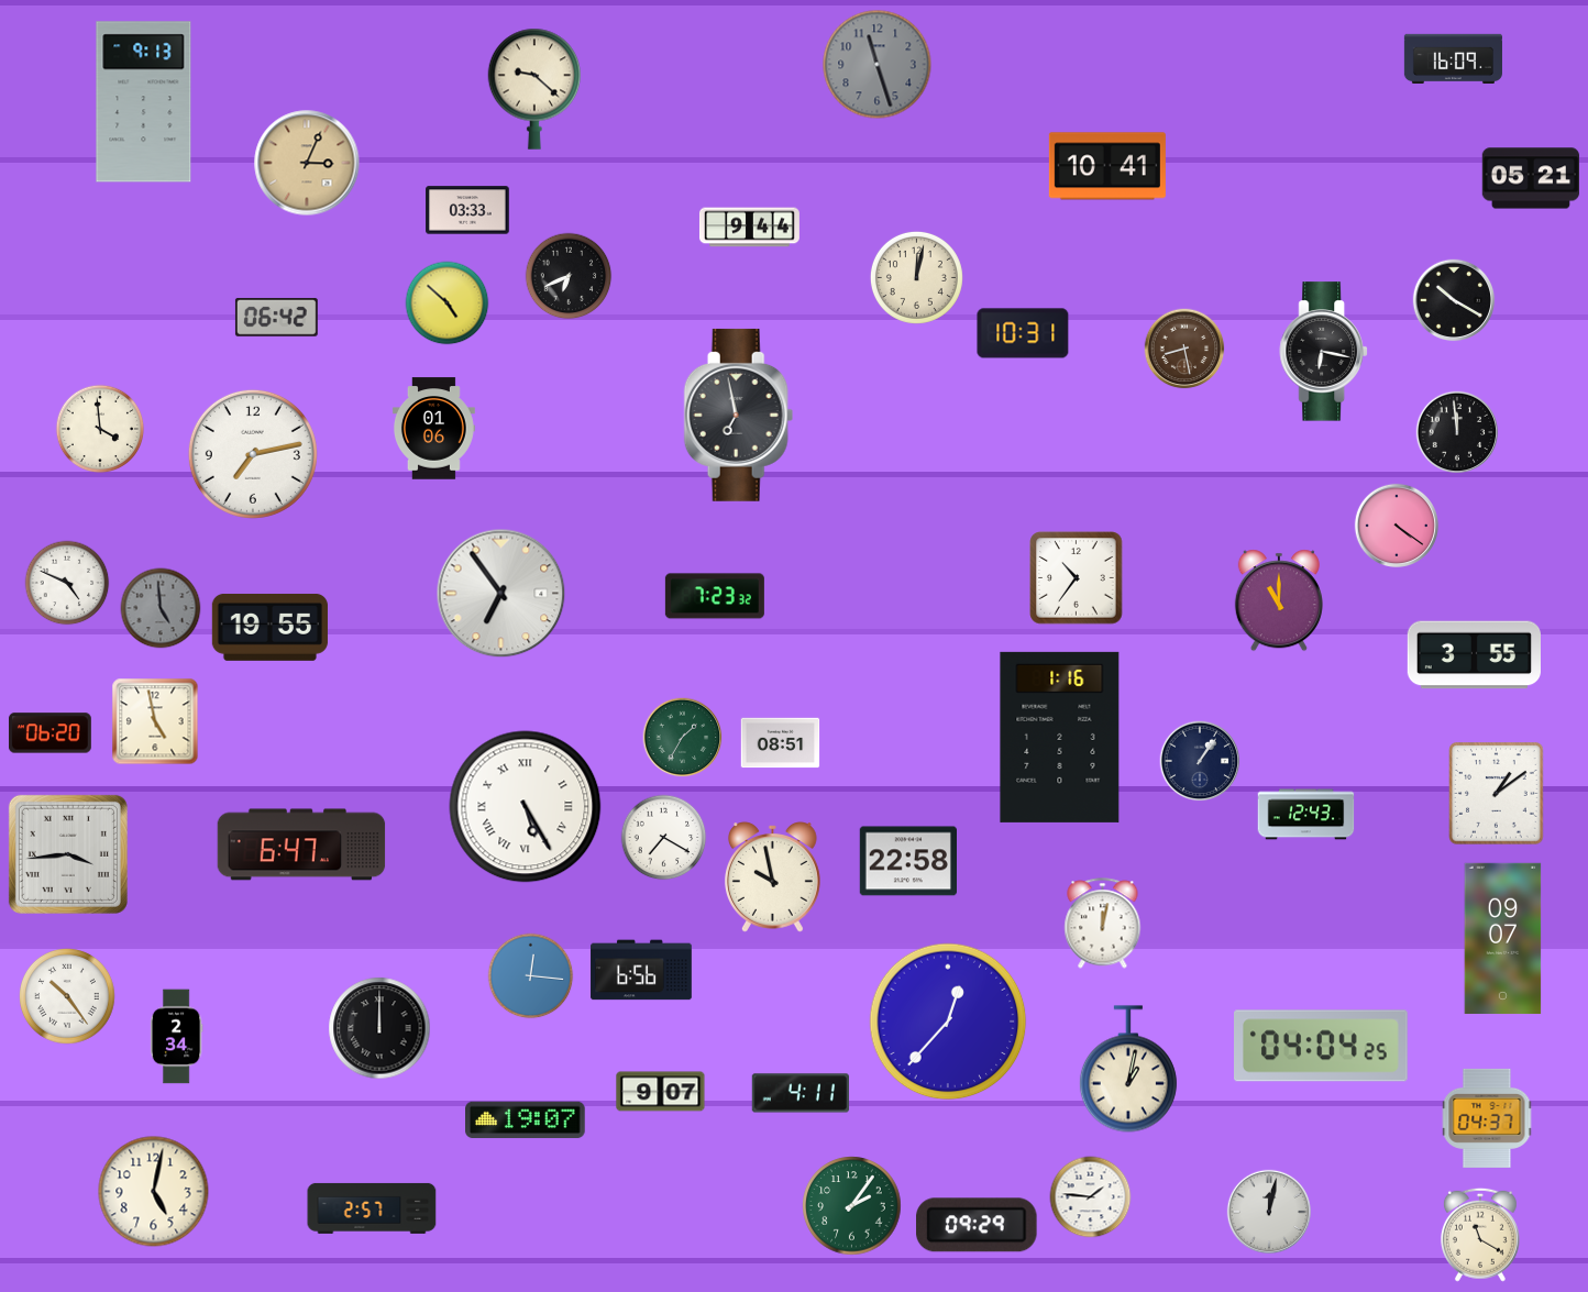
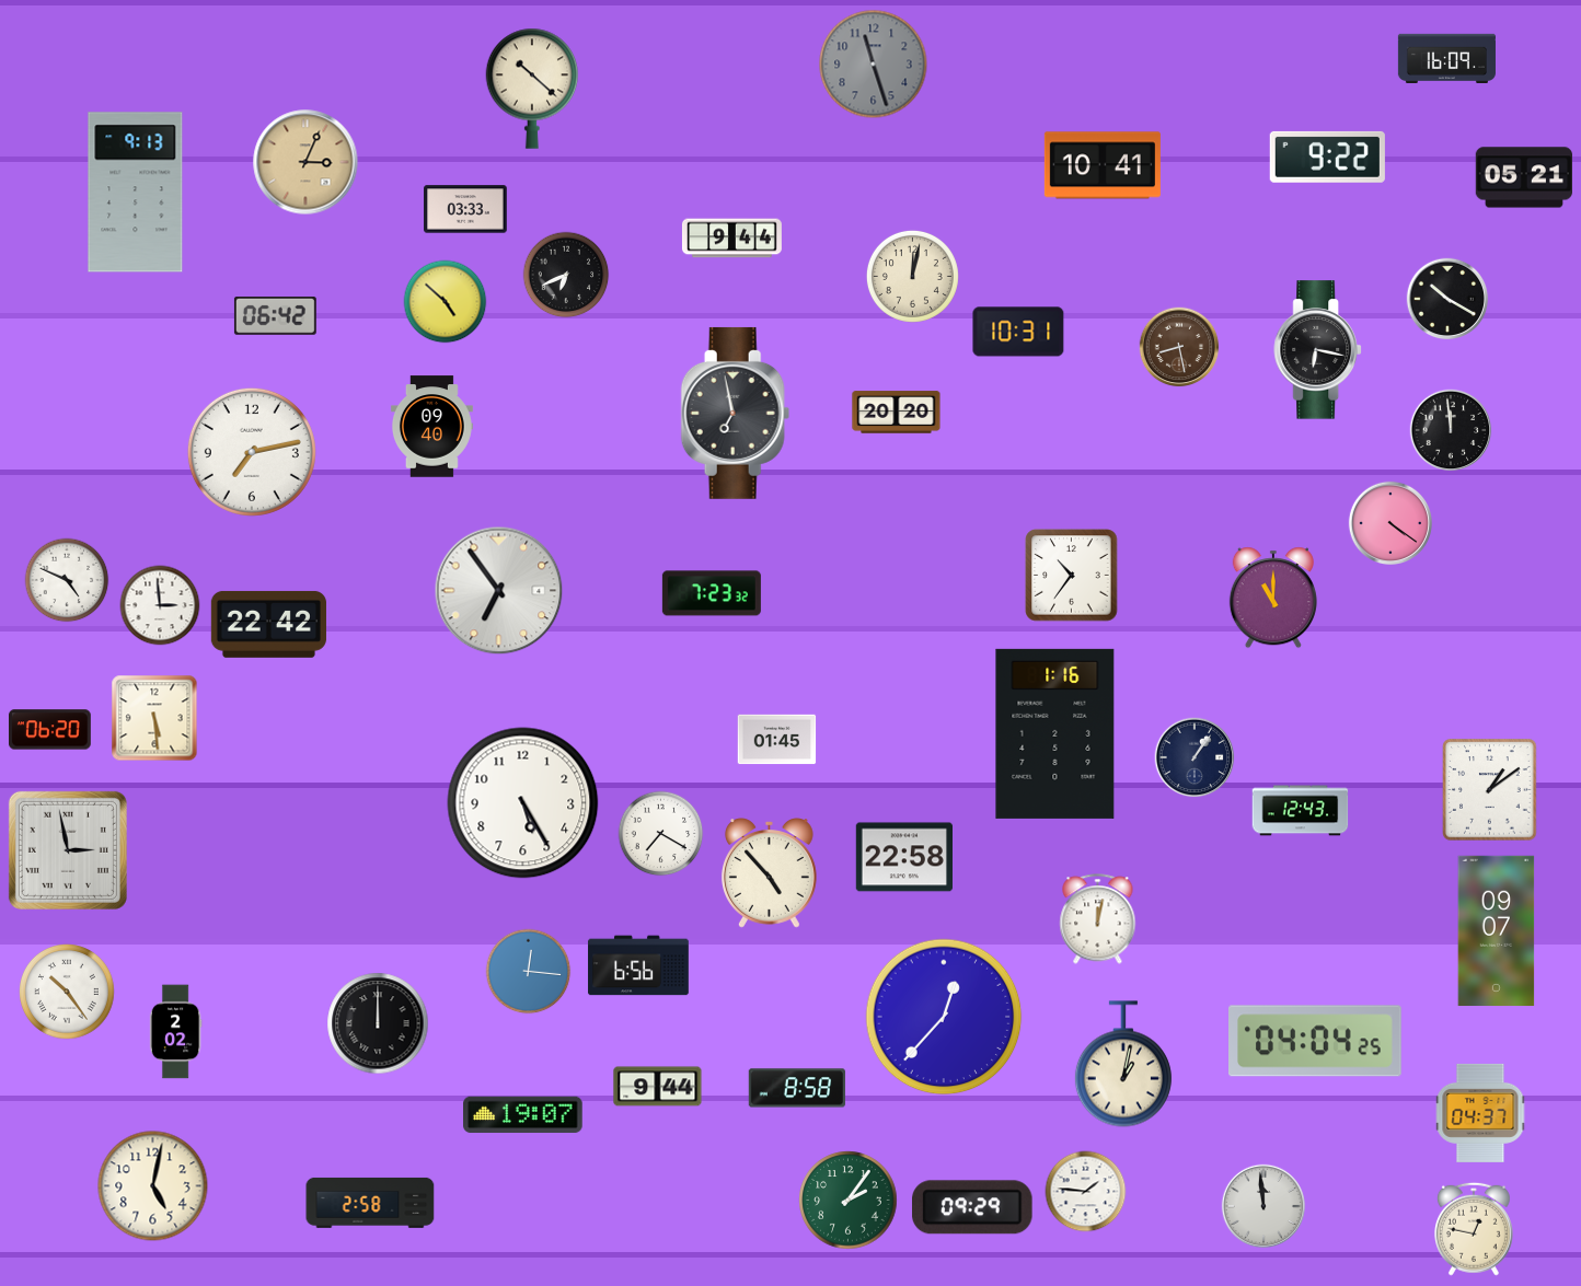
clock at (534, 89): 9:22 -> 10:22
clock at (144, 102) position: (144, 102) -> (136, 193)
clock at (1327, 157): none -> 9:22
clock at (750, 228) position: (750, 228) -> (732, 239)
clock at (897, 413): none -> 20:20
clock at (100, 429): 3:59 -> none
clock at (433, 429): 01:06 -> 09:40
clock at (161, 608): 4:59 -> 2:59
clock at (161, 608) dial: grey -> white
clock at (269, 627): 19:55 -> 22:42
clock at (1474, 655): 3:55 -> none
clock at (155, 721): 4:58 -> 5:29
clock at (683, 738): 1:35 -> none
clock at (781, 743): 08:51 -> 01:45
clock at (526, 807) numerals: Roman -> Arabic
clock at (301, 844): 6:47 -> none
clock at (68, 854): 3:44 -> 2:58
clock at (772, 877): 9:58 -> 4:53
clock at (1503, 938) position: (1503, 938) -> (1497, 930)
clock at (176, 1037): 2:34 -> 2:02
clock at (661, 1092): 9:07 -> 9:44
clock at (801, 1093): 4:11 -> 8:58
clock at (372, 1208): 2:57 -> 2:58
clock at (1268, 1211): 12:02 -> 11:59
clock at (978, 1225) position: (978, 1225) -> (973, 1207)
clock at (1480, 1235): 11:20 -> 12:47
